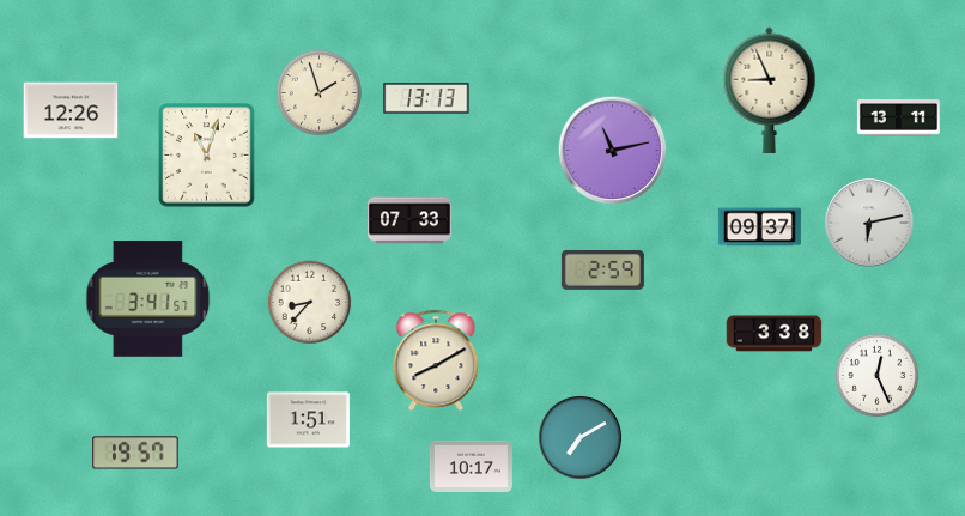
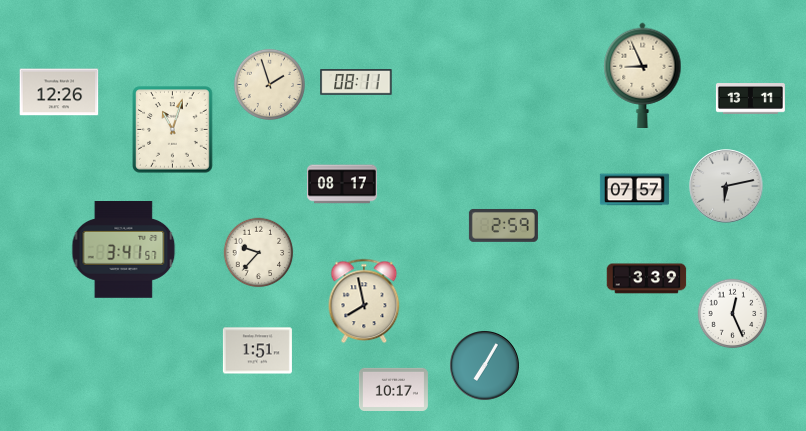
clock at (318, 92) position: (318, 92) -> (269, 84)
clock at (426, 99): 13:13 -> 08:11
clock at (613, 151): 11:13 -> none
clock at (411, 220): 07:33 -> 08:17
clock at (759, 227): 09:37 -> 07:57
clock at (310, 303): 8:37 -> 9:37
clock at (775, 334): 3:38 -> 3:39
clock at (436, 360): 8:10 -> 7:58
clock at (581, 438): 7:10 -> 7:05
clock at (135, 453): 19:57 -> none
